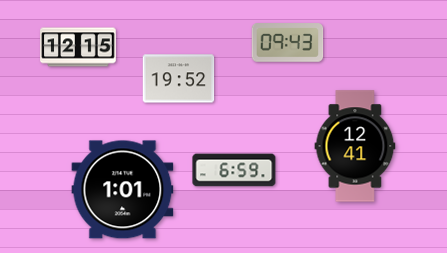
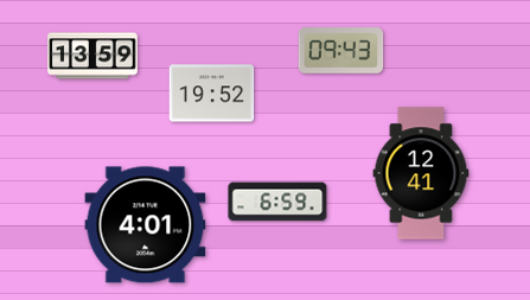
clock at (78, 47): 12:15 -> 13:59
clock at (123, 190): 1:01 -> 4:01
